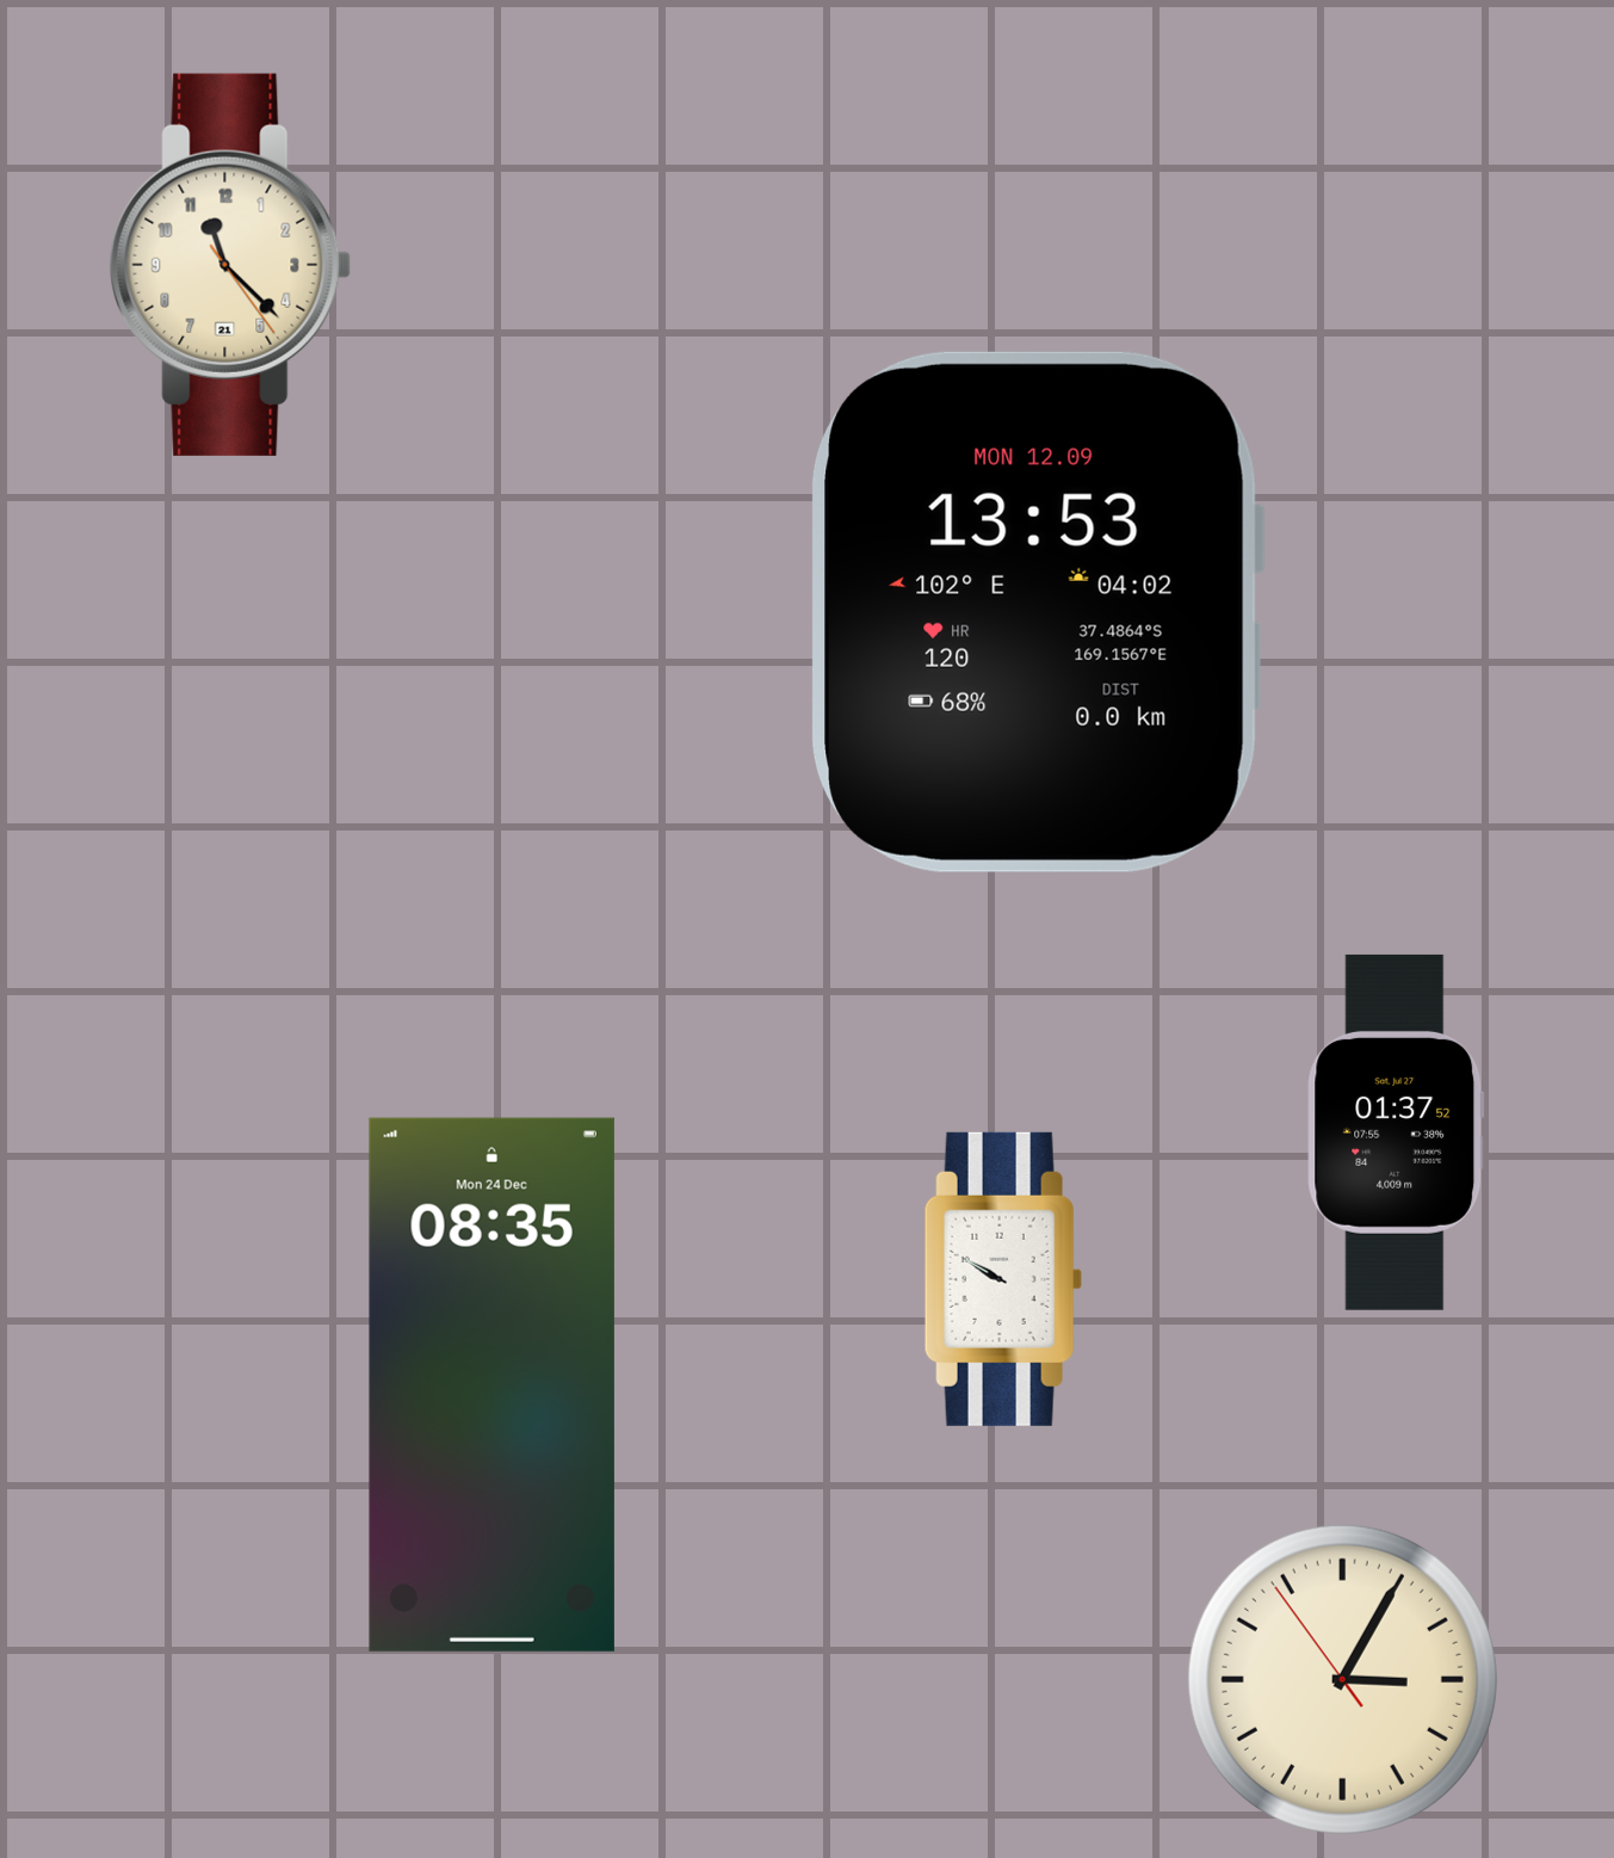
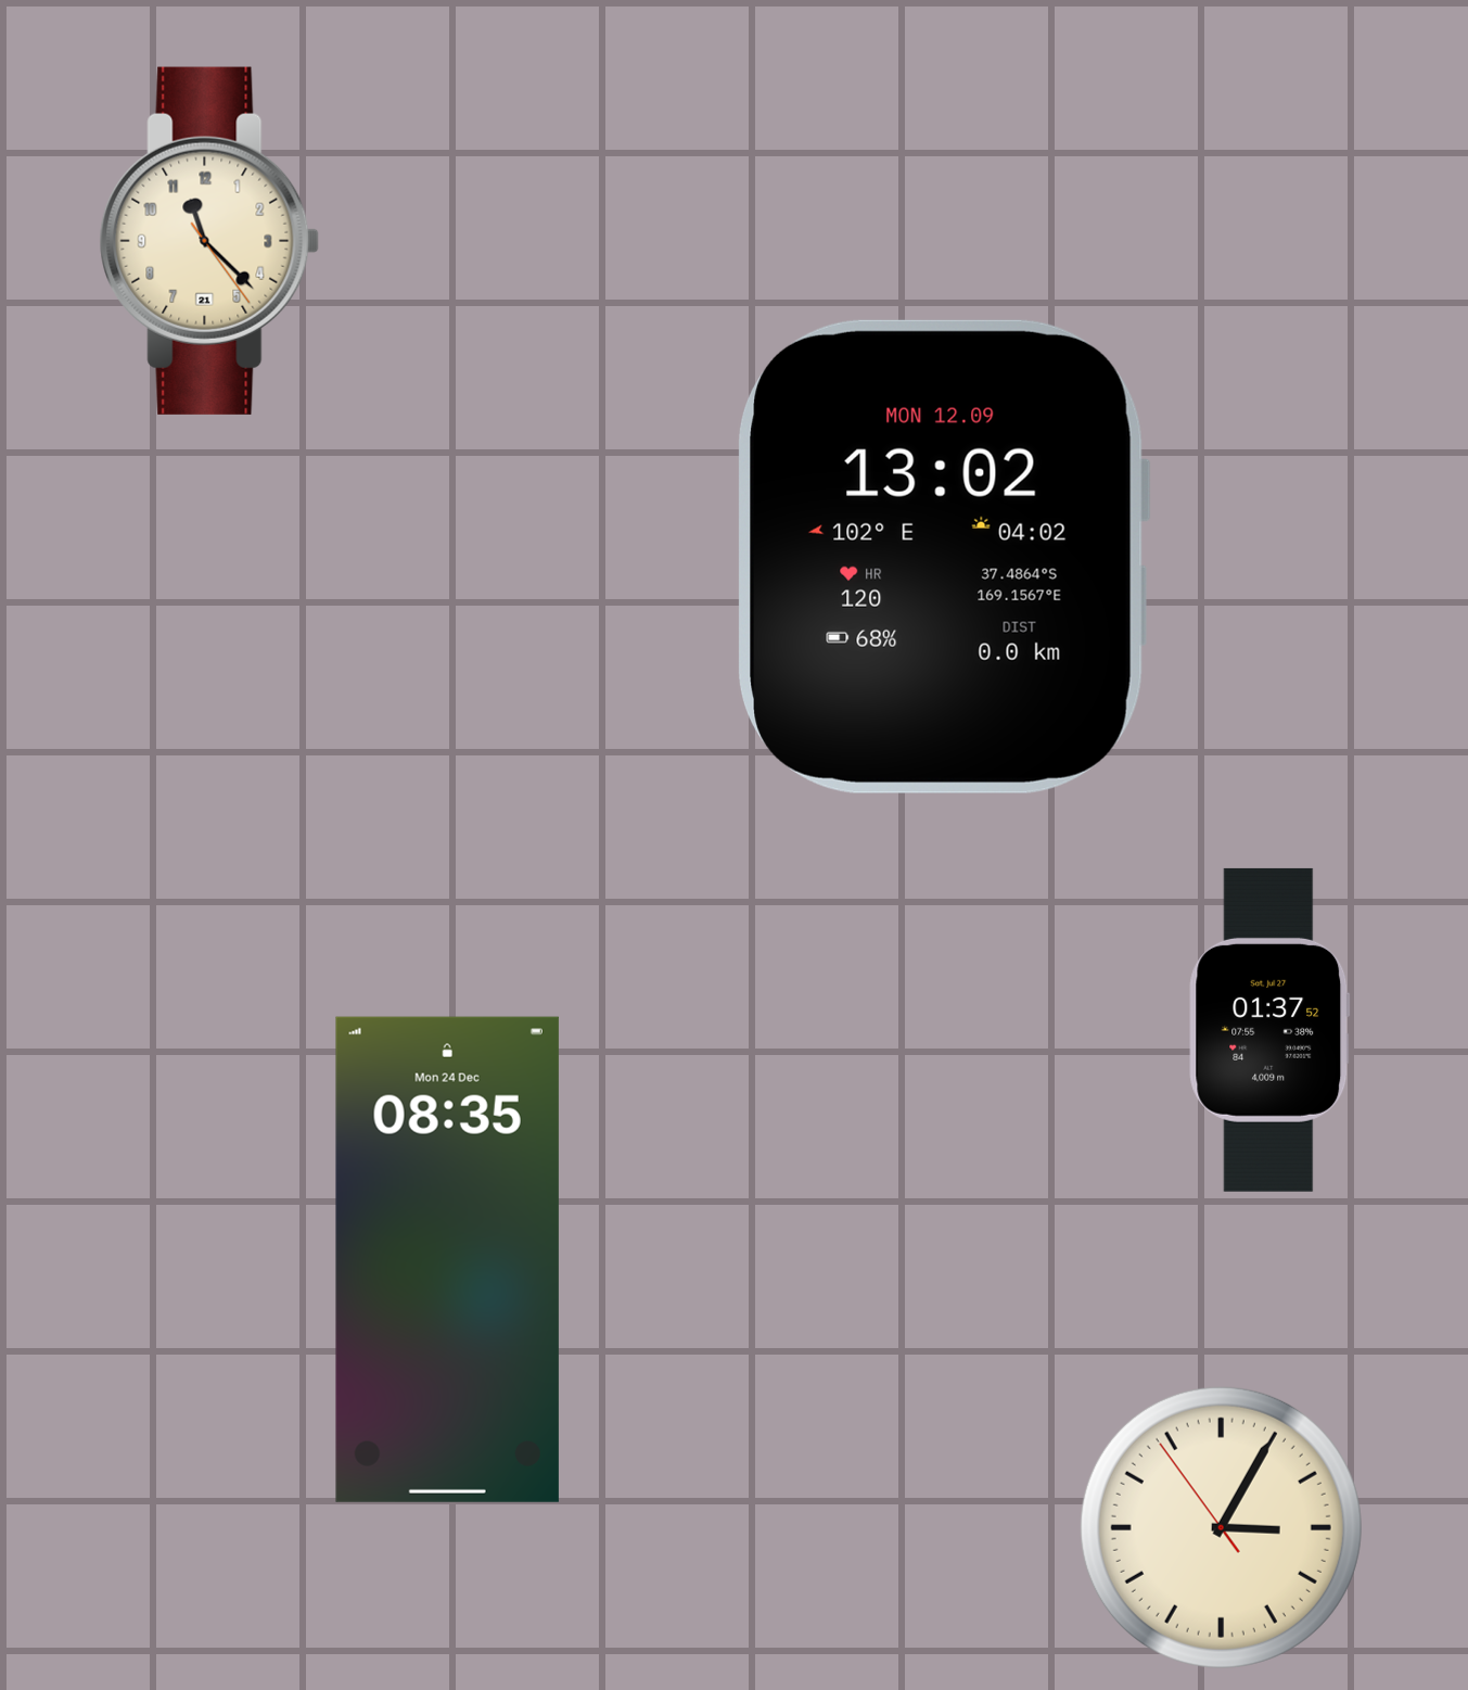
clock at (1038, 612): 13:53 -> 13:02
clock at (1003, 1279): 9:50 -> none
